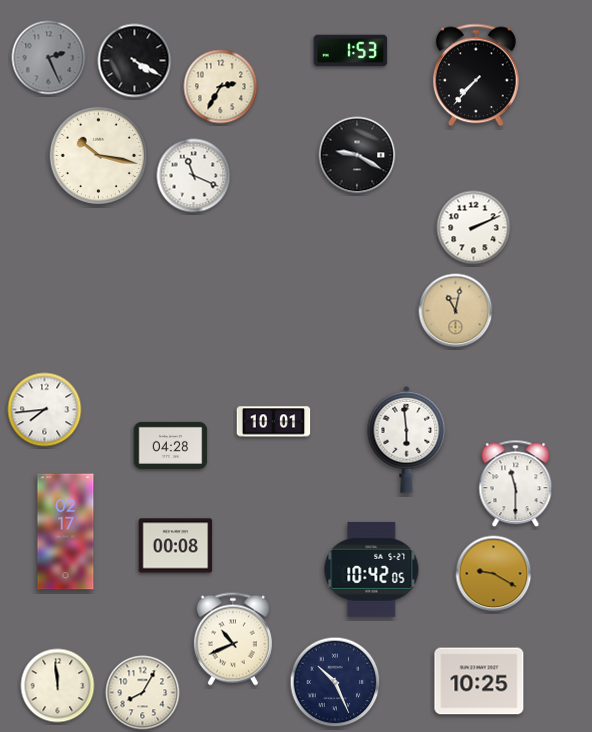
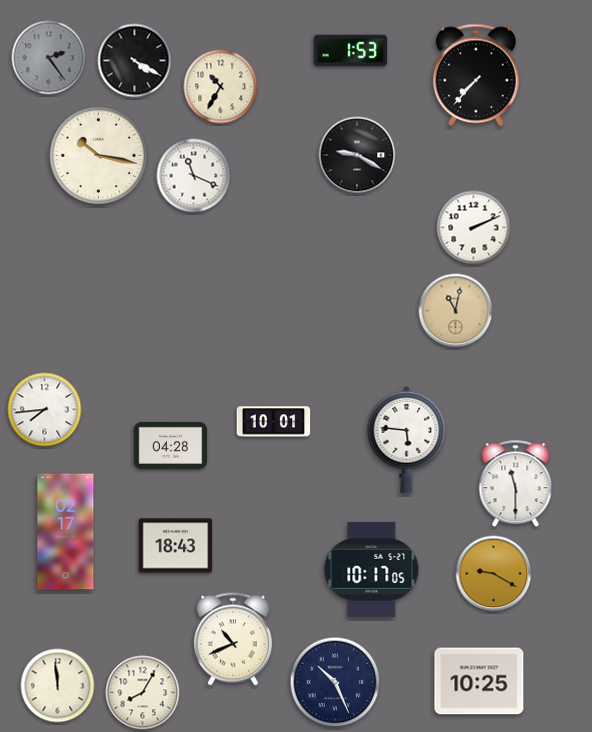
clock at (49, 58): 2:26 -> 2:24
clock at (221, 87): 2:35 -> 10:35
clock at (407, 439): 5:59 -> 5:46
clock at (176, 546): 00:08 -> 18:43
clock at (372, 569): 10:42 -> 10:17
